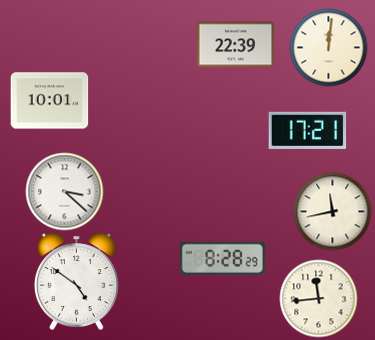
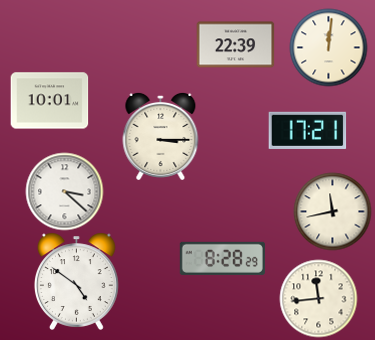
clock at (161, 136): none -> 3:15
